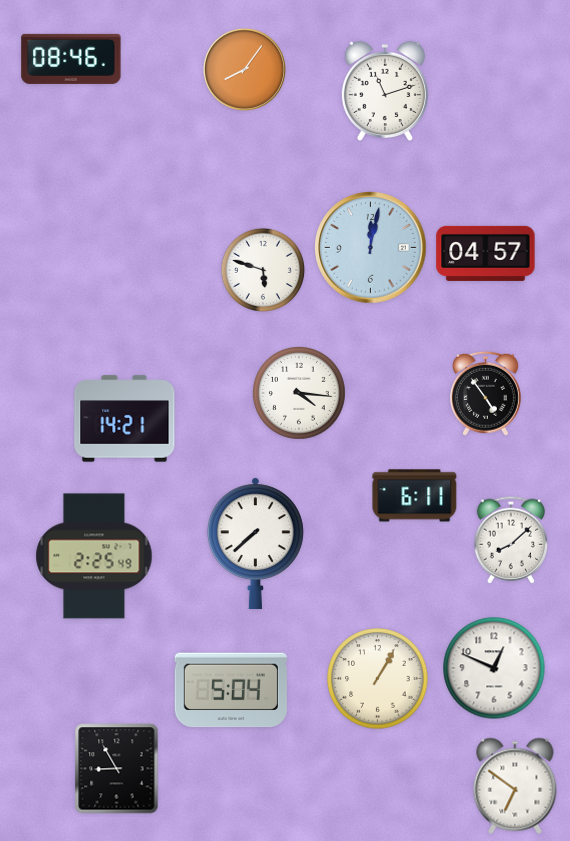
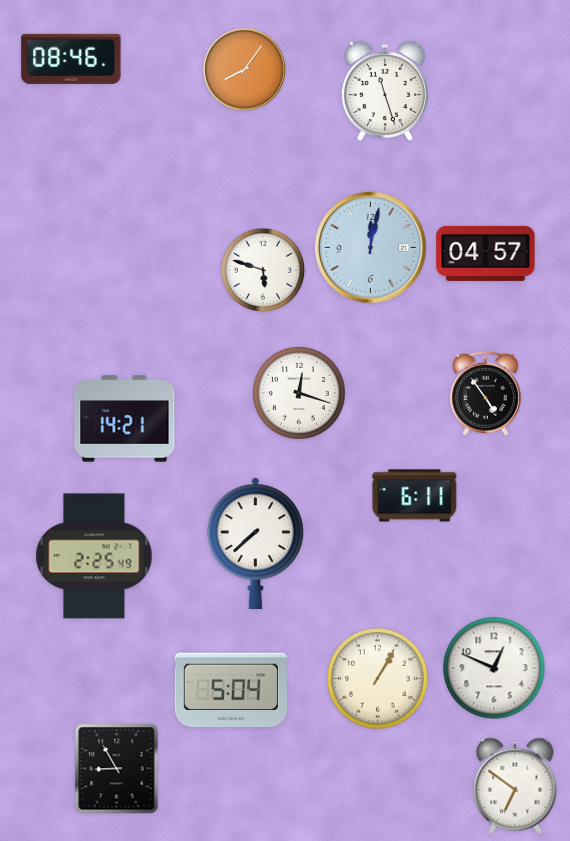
clock at (385, 90): 11:12 -> 11:27
clock at (300, 394): 4:16 -> 12:18
clock at (510, 540): 8:08 -> none
